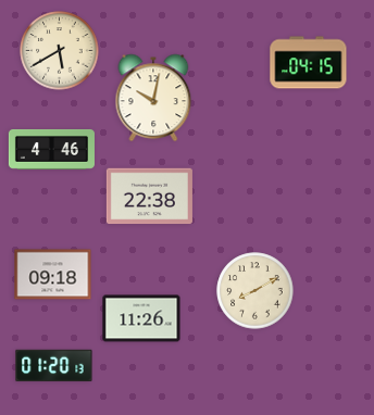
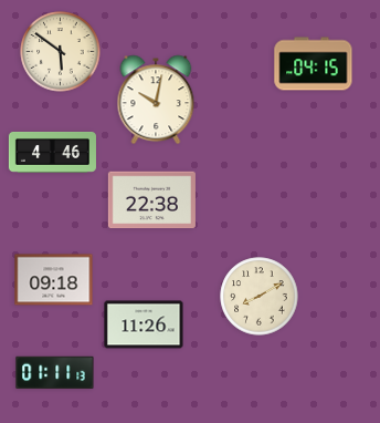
clock at (60, 51): 5:40 -> 5:51
clock at (54, 366): 01:20 -> 01:11
